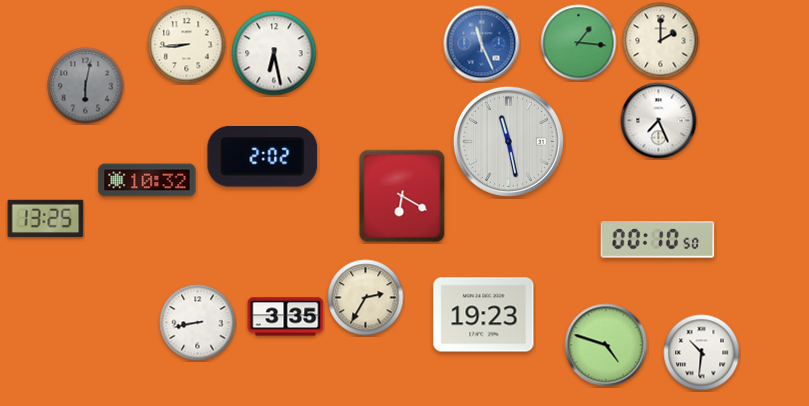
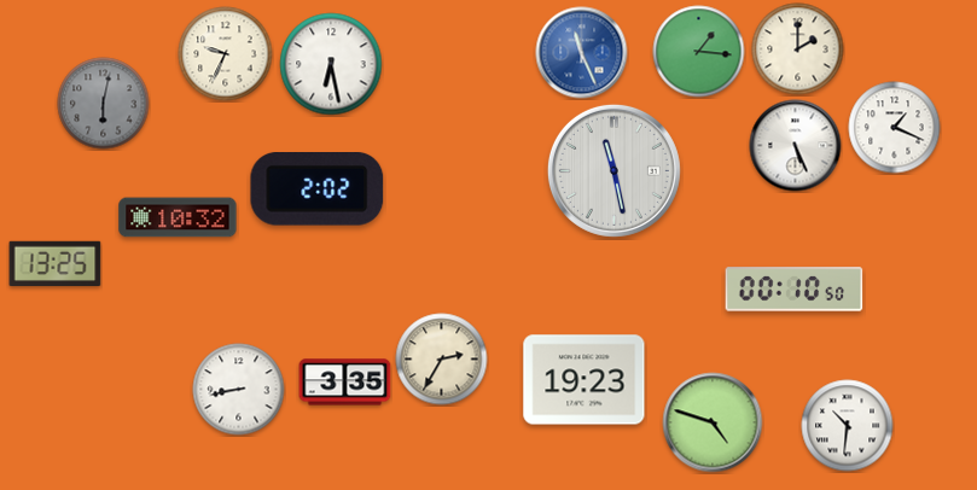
clock at (187, 45): 8:44 -> 9:34
clock at (895, 128): none -> 1:19
clock at (659, 121): 7:26 -> 5:26
clock at (402, 196): 6:20 -> none
clock at (606, 345) position: (606, 345) -> (713, 422)
